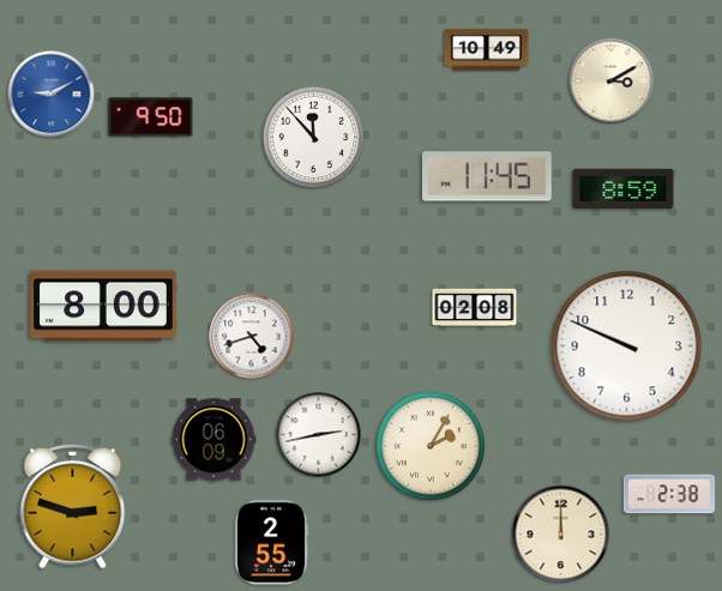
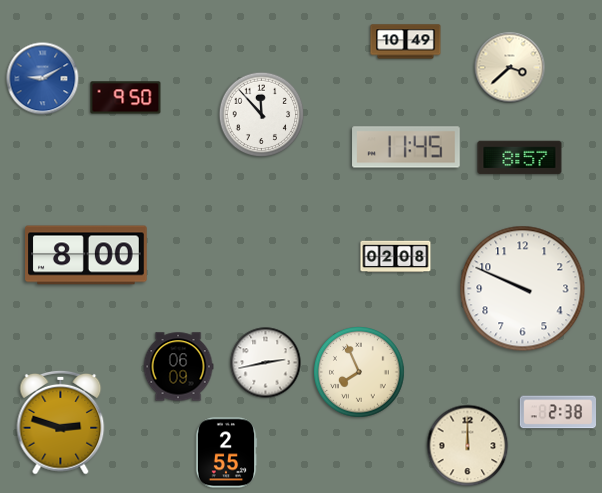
clock at (612, 82): 3:10 -> 3:38
clock at (624, 189): 8:59 -> 8:57
clock at (252, 337): 4:42 -> none
clock at (432, 447): 2:05 -> 7:56
